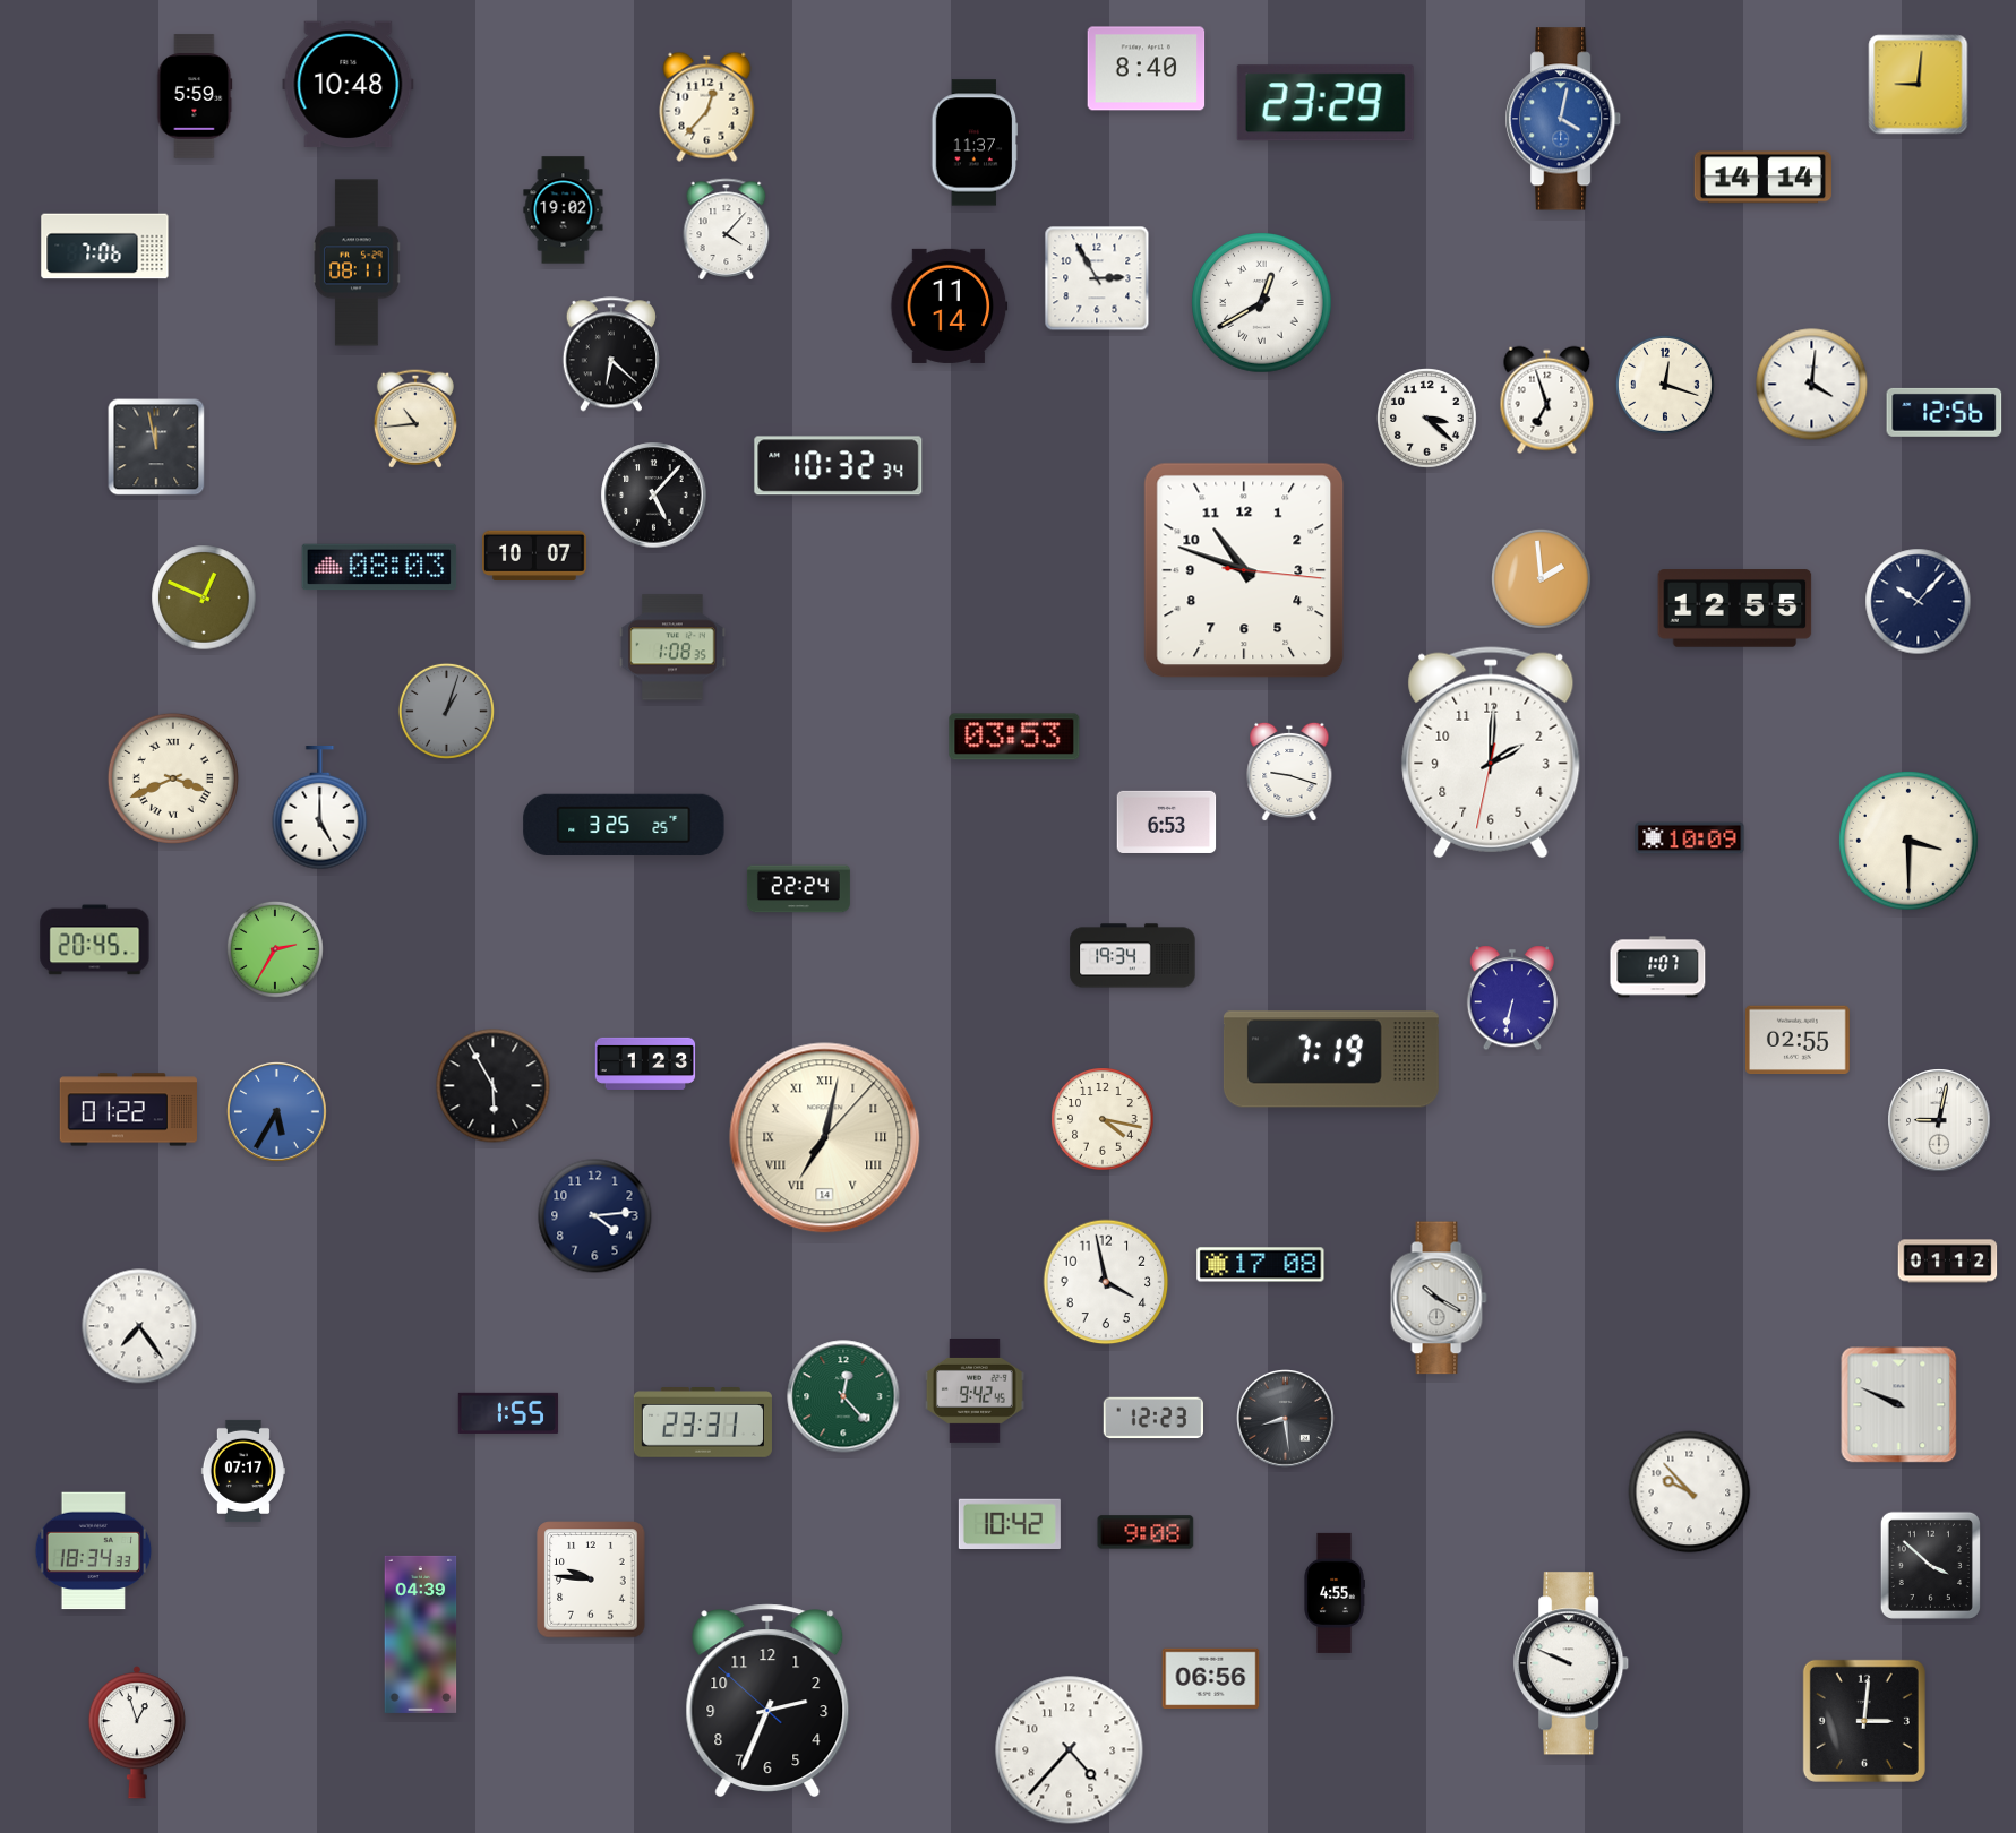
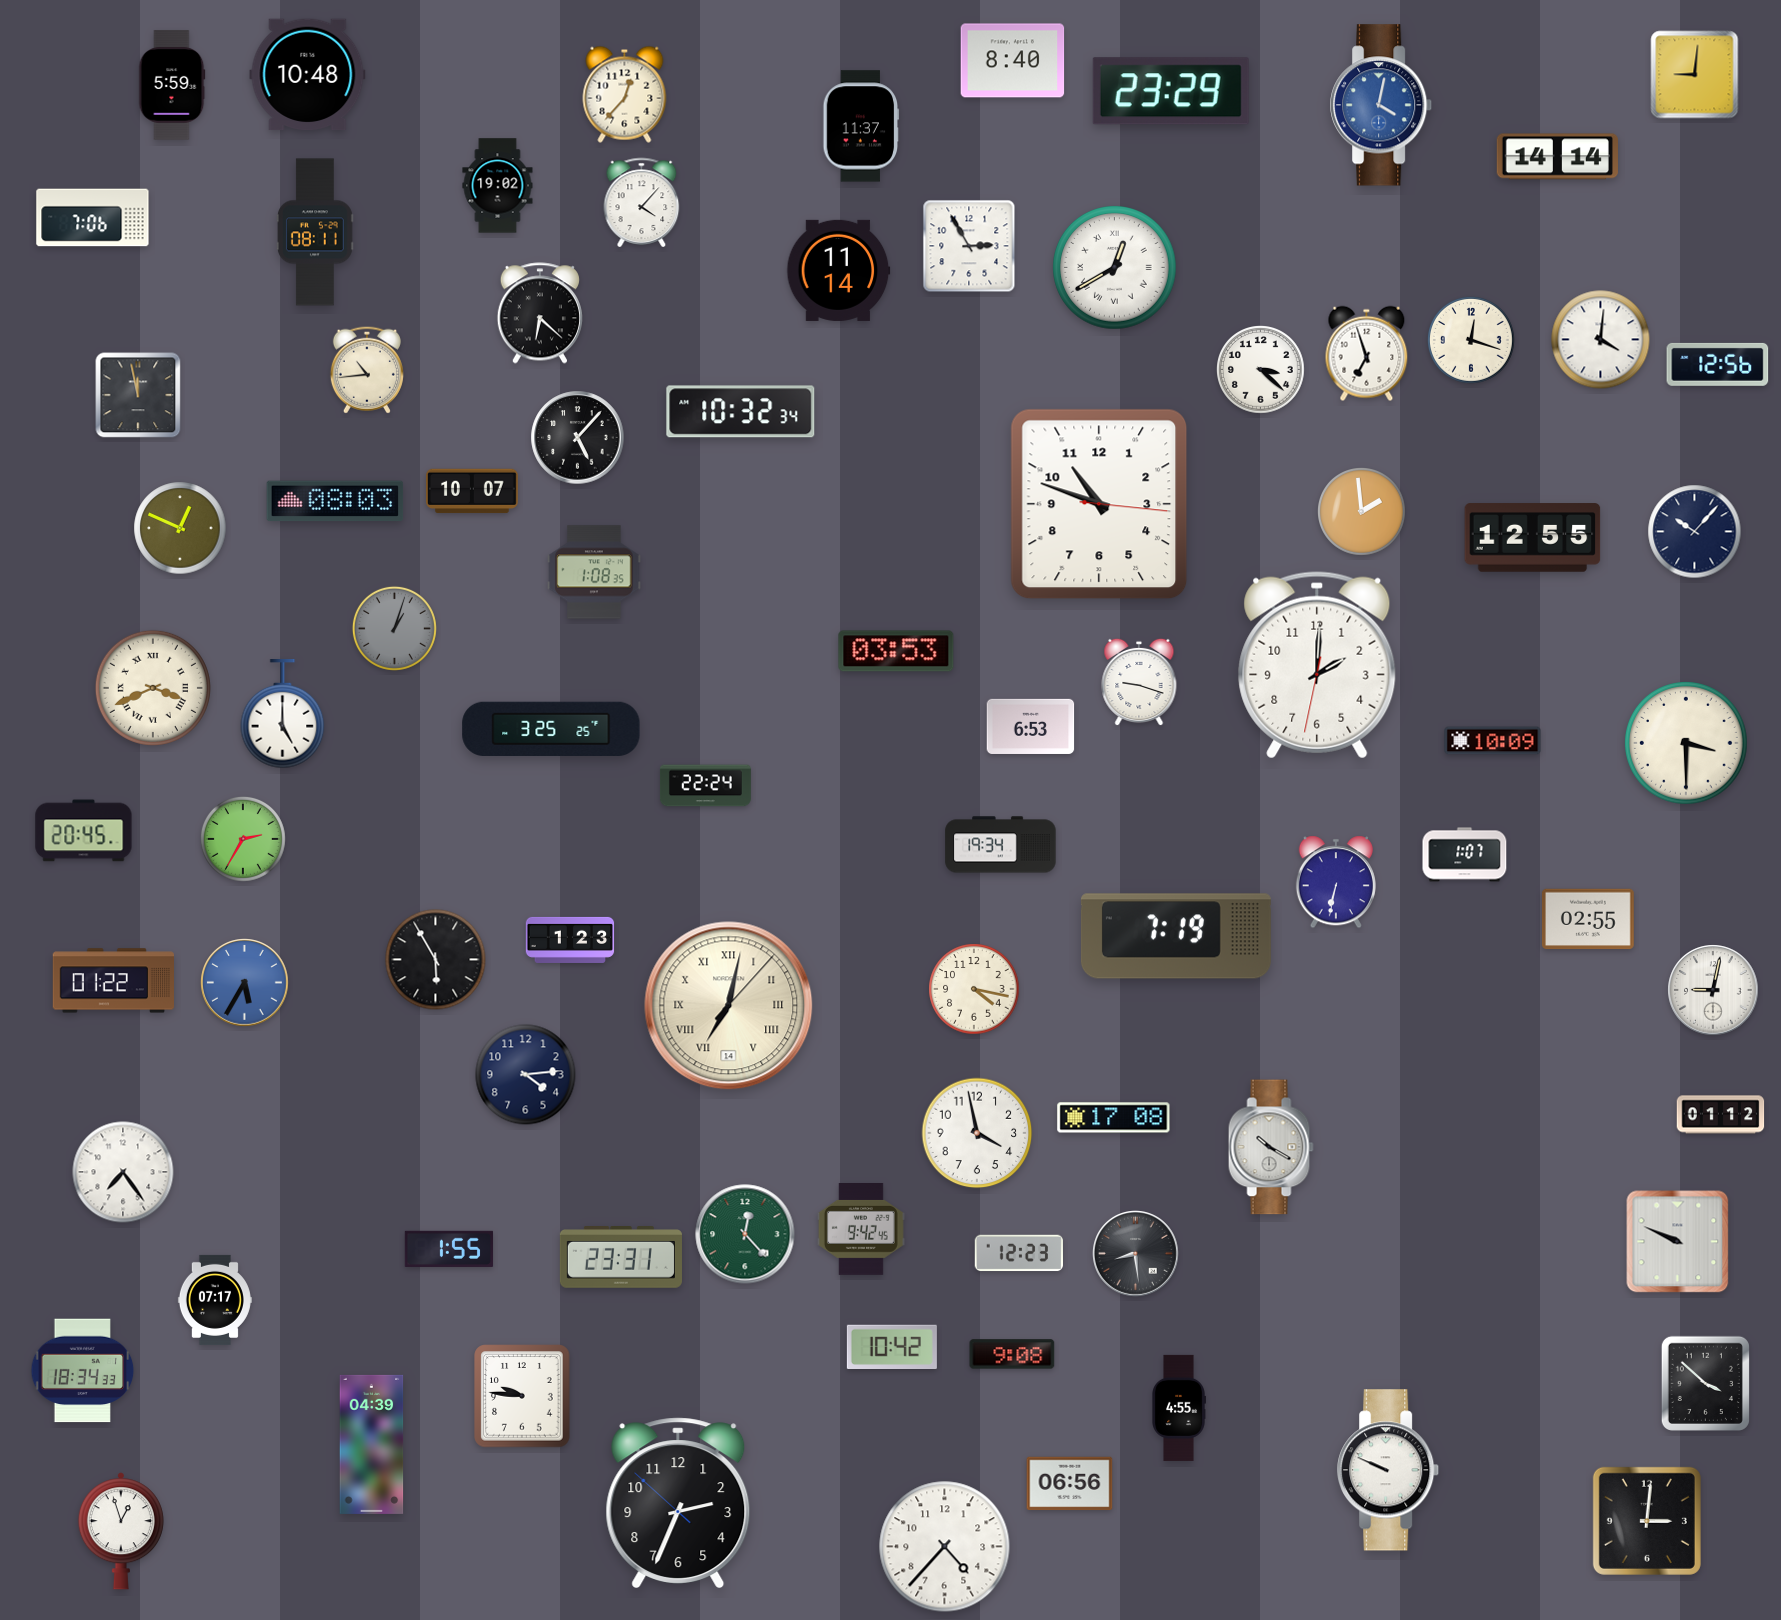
clock at (1690, 1492): 9:53 -> none
